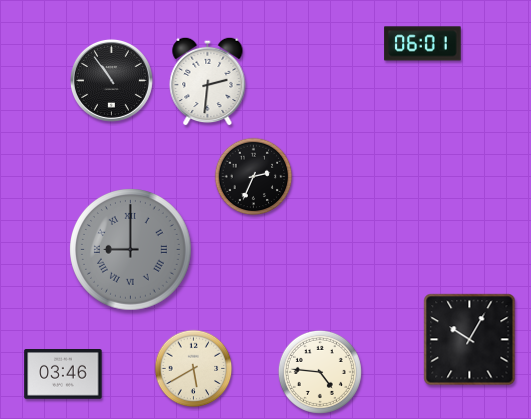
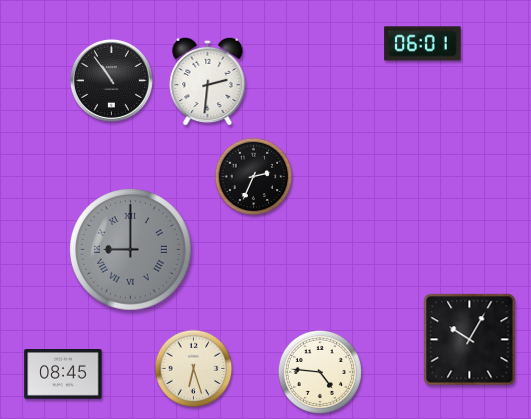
clock at (194, 369): 5:40 -> 6:27
clock at (63, 375): 03:46 -> 08:45
